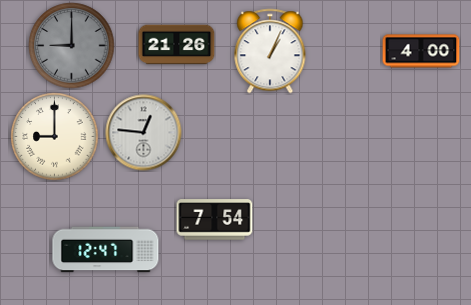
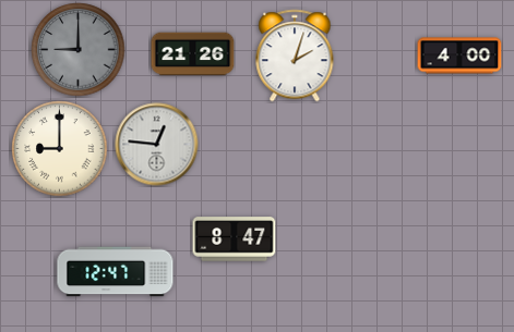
clock at (177, 45) position: (177, 45) -> (193, 54)
clock at (270, 51): 1:04 -> 2:03
clock at (215, 220): 7:54 -> 8:47
